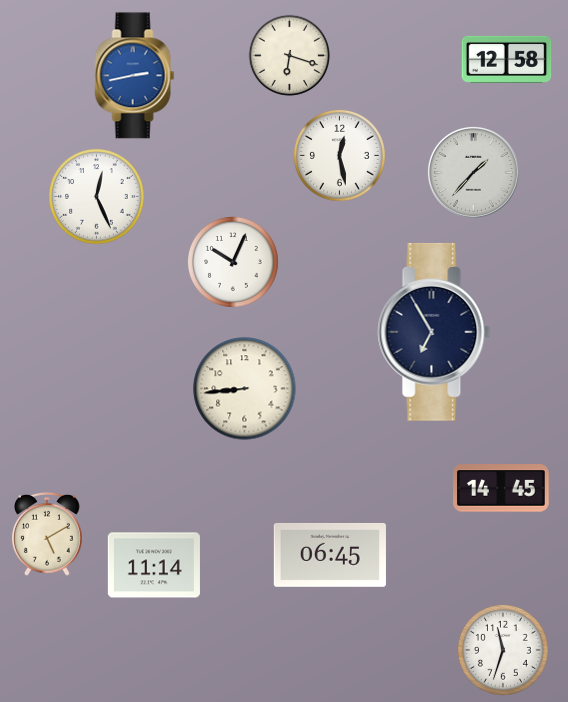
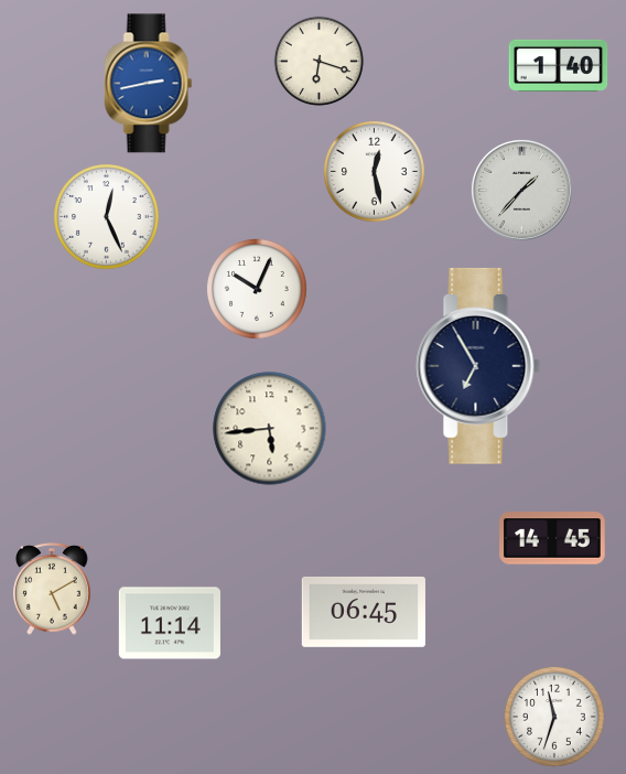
clock at (507, 59): 12:58 -> 1:40
clock at (245, 389): 8:44 -> 5:44
